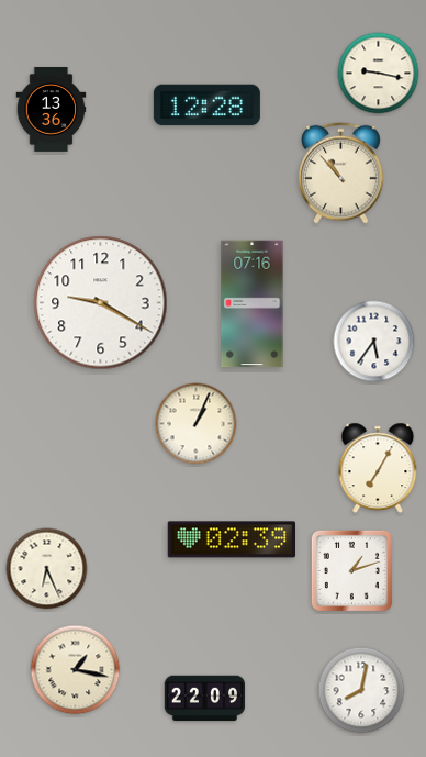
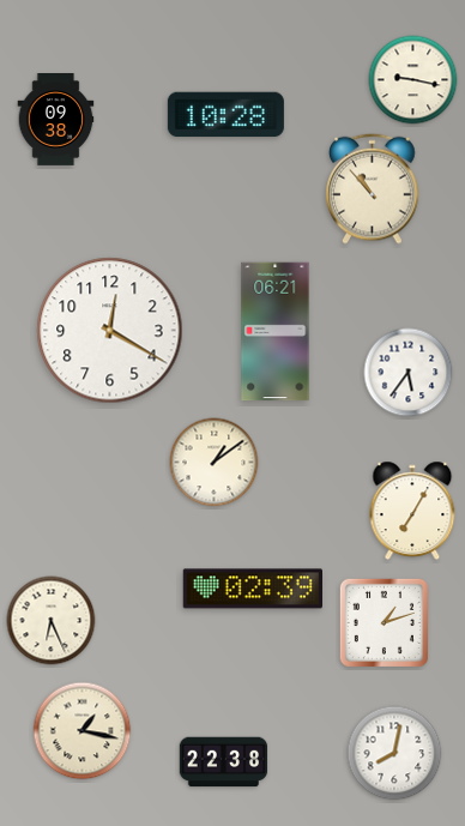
clock at (206, 105): 12:28 -> 10:28
clock at (52, 110): 13:36 -> 09:38
clock at (101, 303): 9:20 -> 12:20
clock at (253, 304): 07:16 -> 06:21
clock at (197, 424): 1:04 -> 1:09
clock at (205, 699): 22:09 -> 22:38
